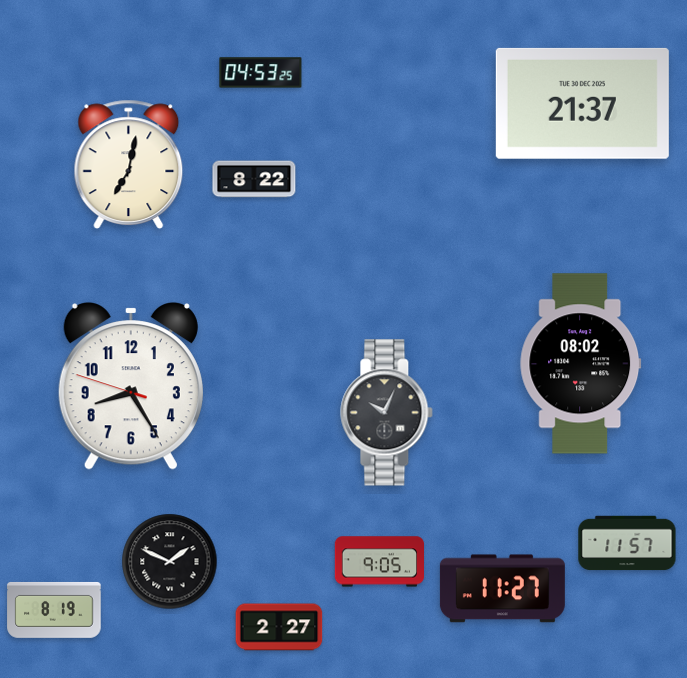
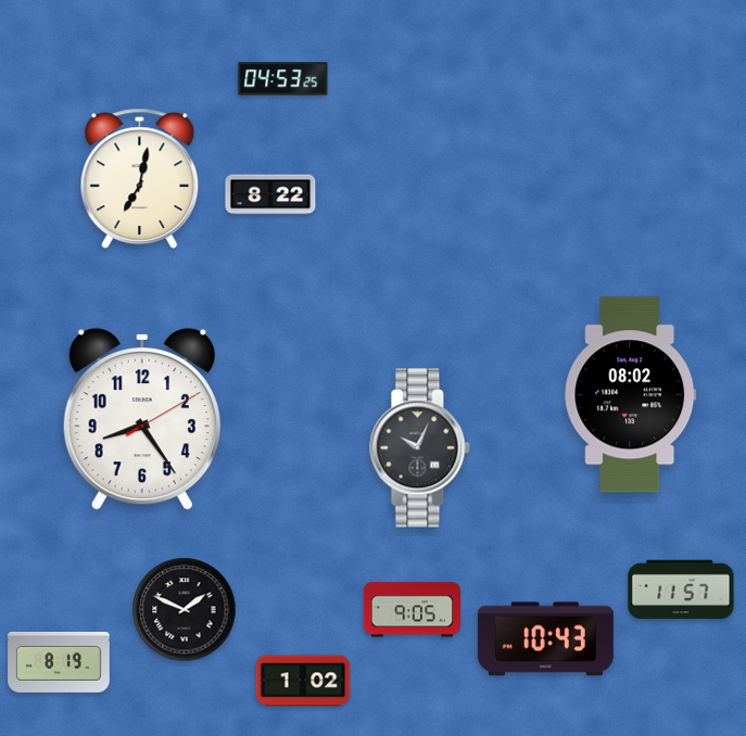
clock at (582, 103): 21:37 -> none
clock at (254, 179) position: (254, 179) -> (270, 194)
clock at (131, 386): 8:24:48 -> 8:24:10
clock at (502, 589): 11:27 -> 10:43
clock at (279, 627): 2:27 -> 1:02
